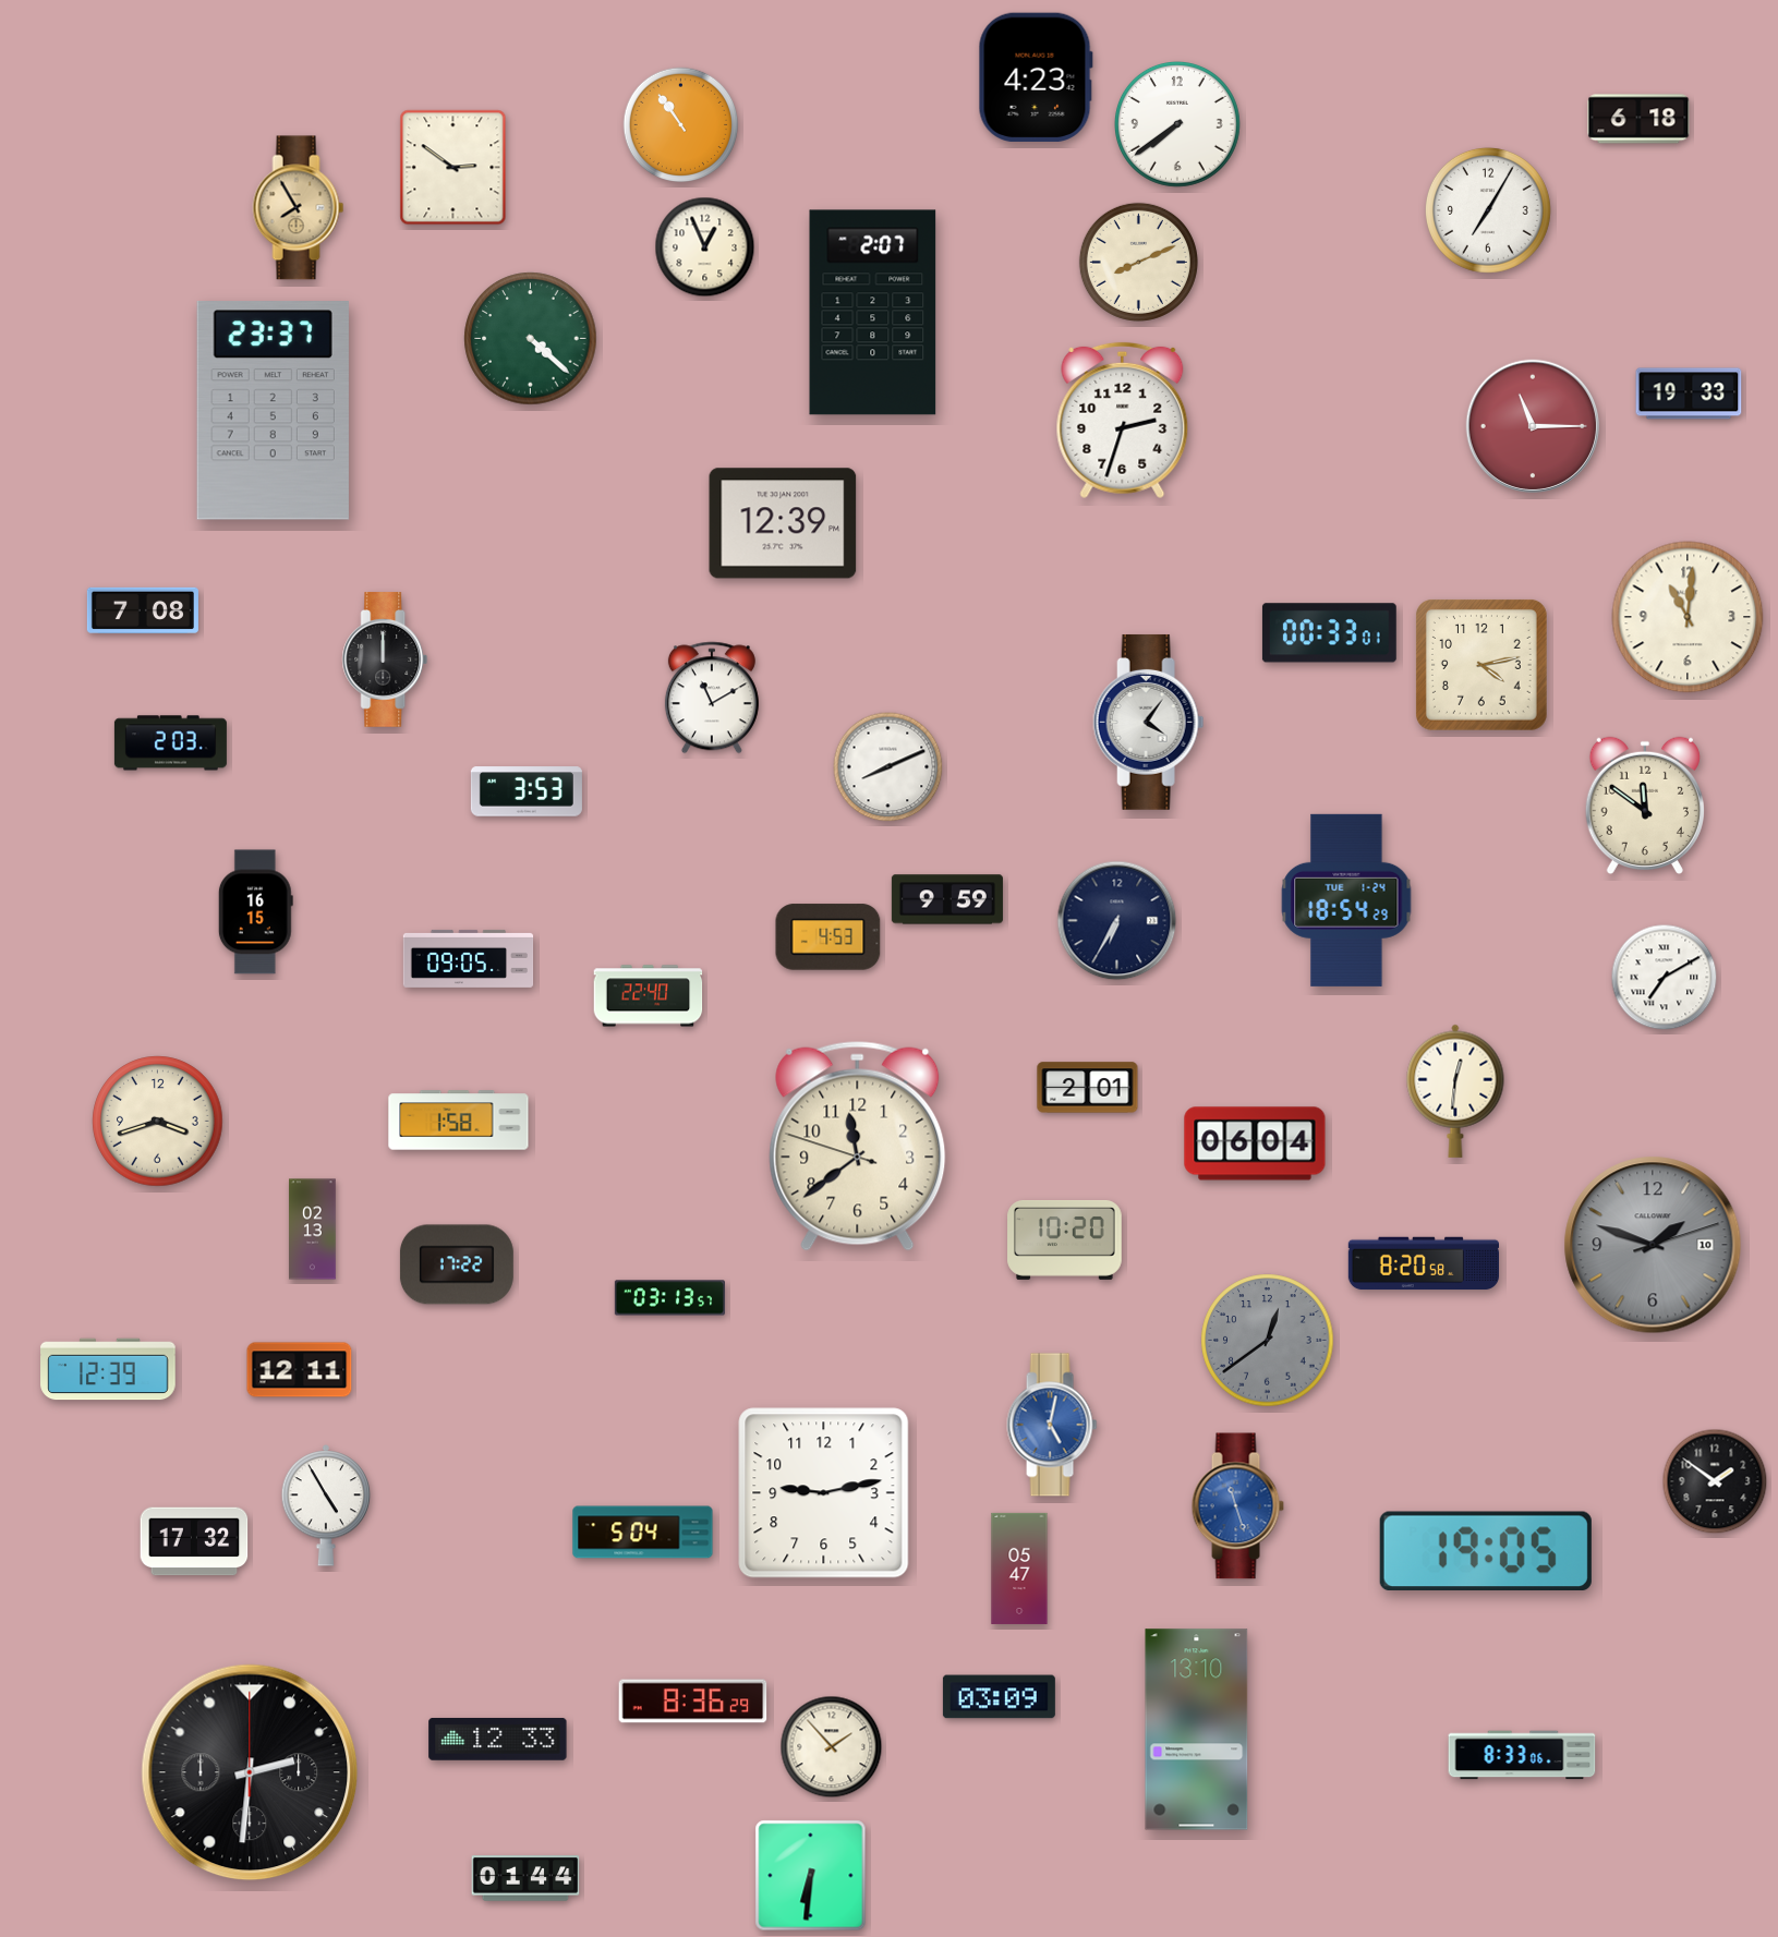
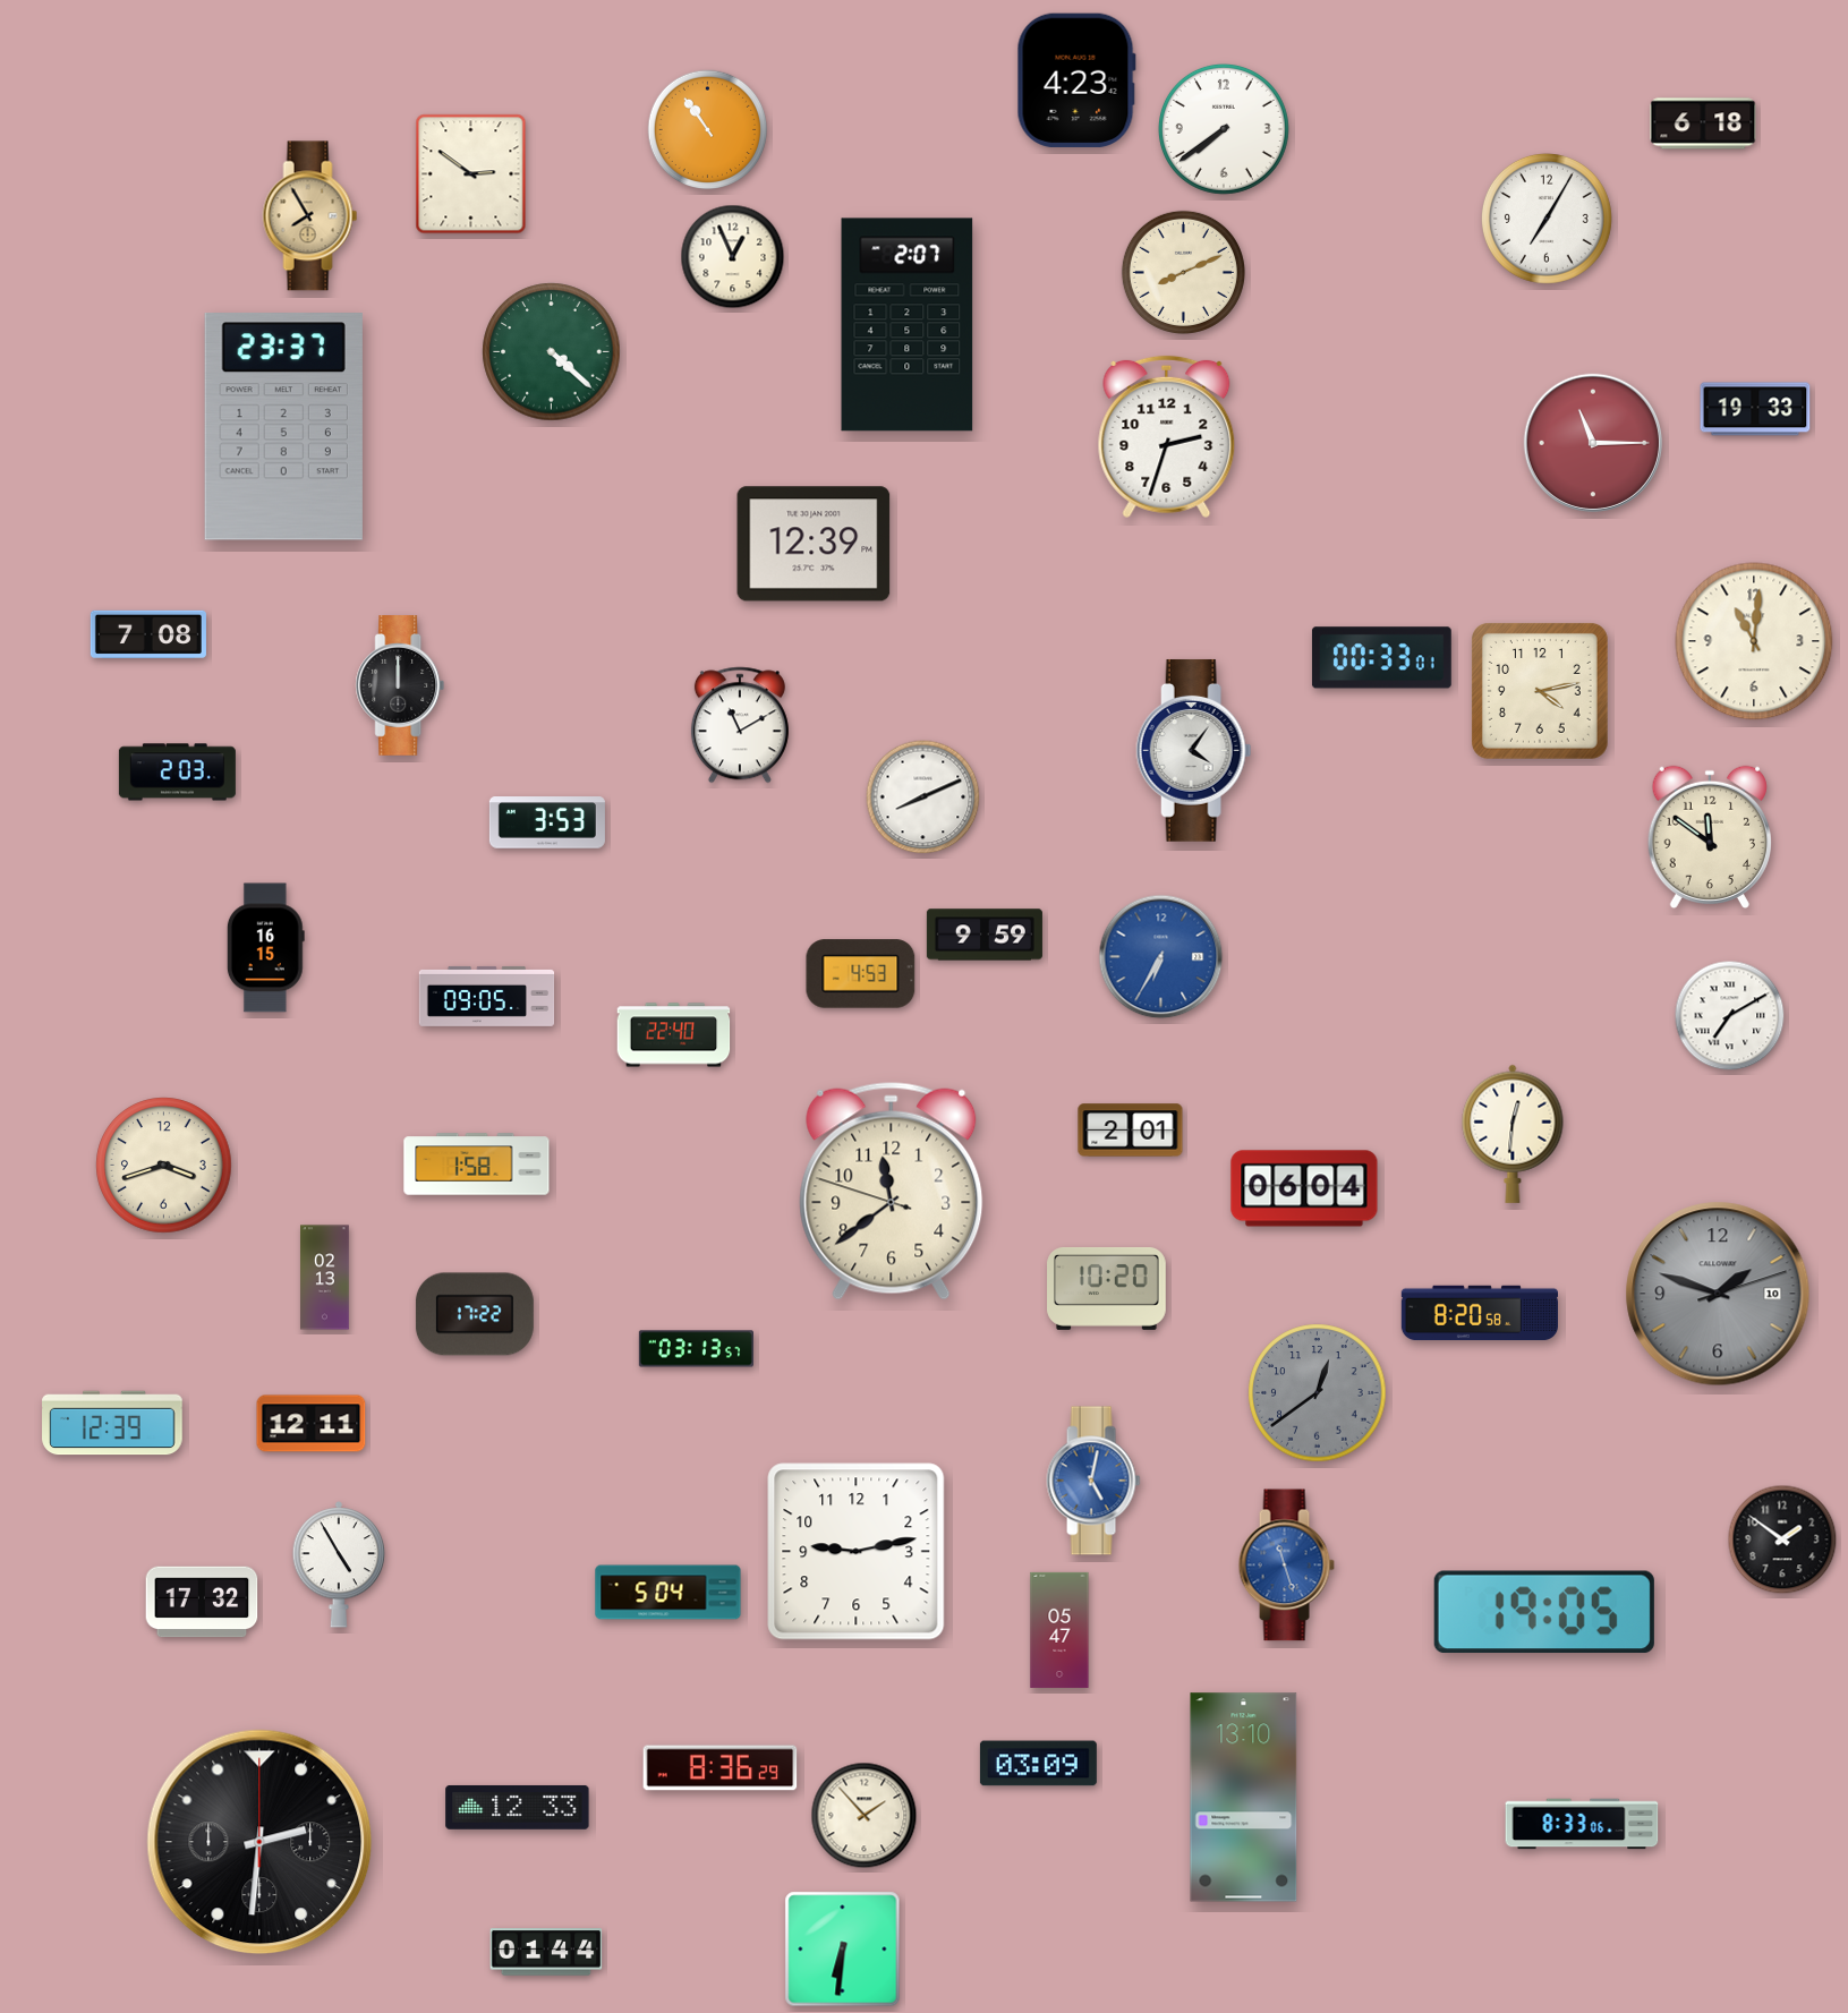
clock at (1346, 900): 18:54 -> none
clock at (1117, 921) dial: navy -> blue
